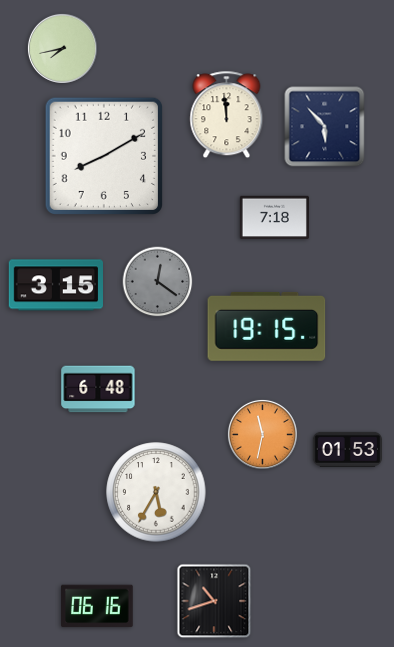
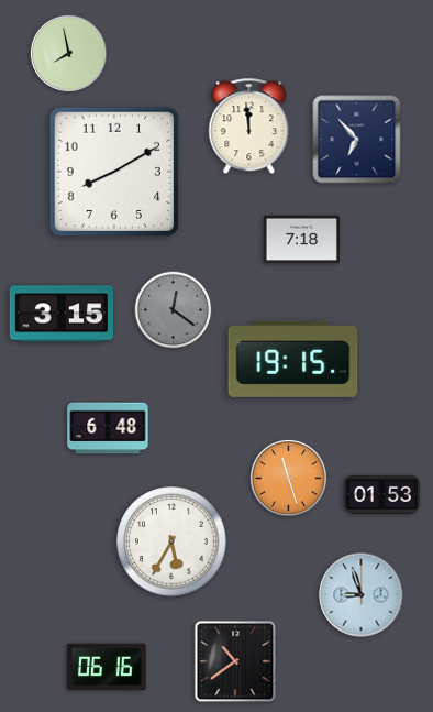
clock at (62, 48): 7:43 -> 7:58
clock at (325, 127): 5:53 -> 6:53
clock at (262, 434): 11:32 -> 11:27
clock at (362, 595): none -> 8:57
clock at (214, 601): 10:42 -> 10:39
